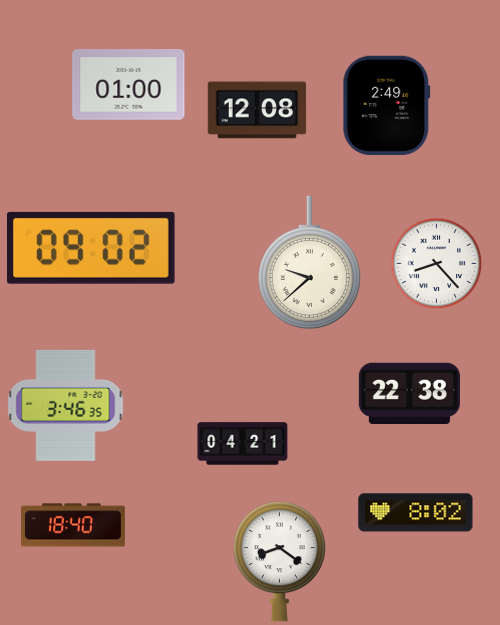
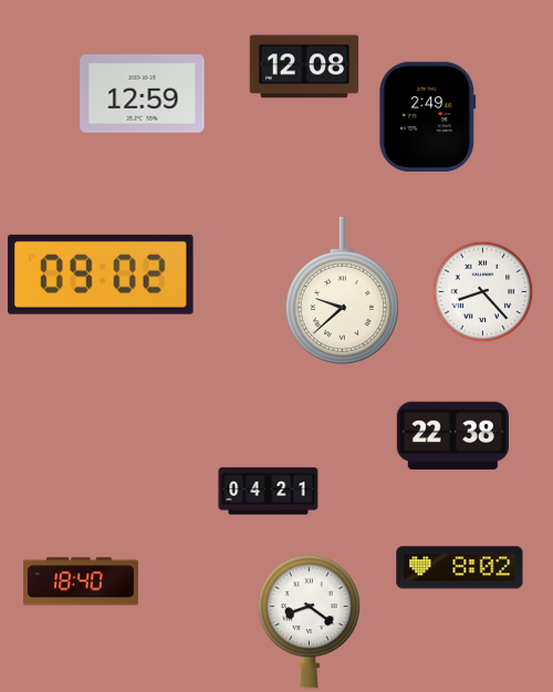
clock at (129, 85): 01:00 -> 12:59
clock at (257, 110) position: (257, 110) -> (304, 66)
clock at (66, 405): 3:46 -> none
